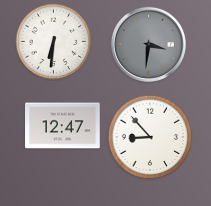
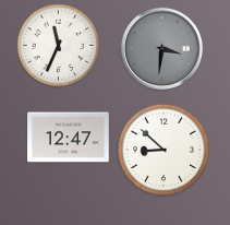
clock at (54, 42): 6:31 -> 11:34
clock at (150, 137): 8:53 -> 8:52
